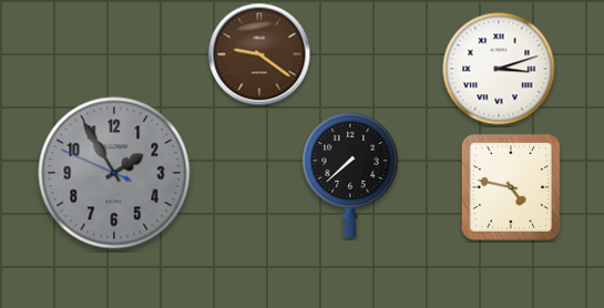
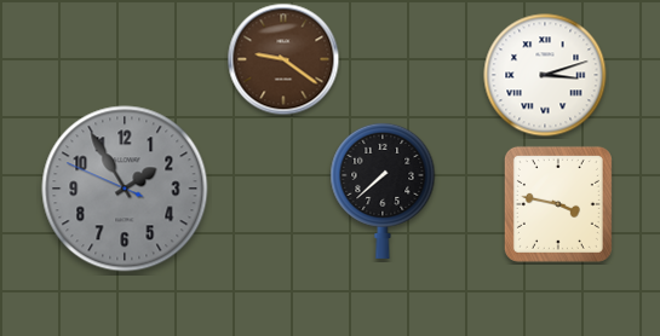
clock at (511, 187): 4:47 -> 3:47
